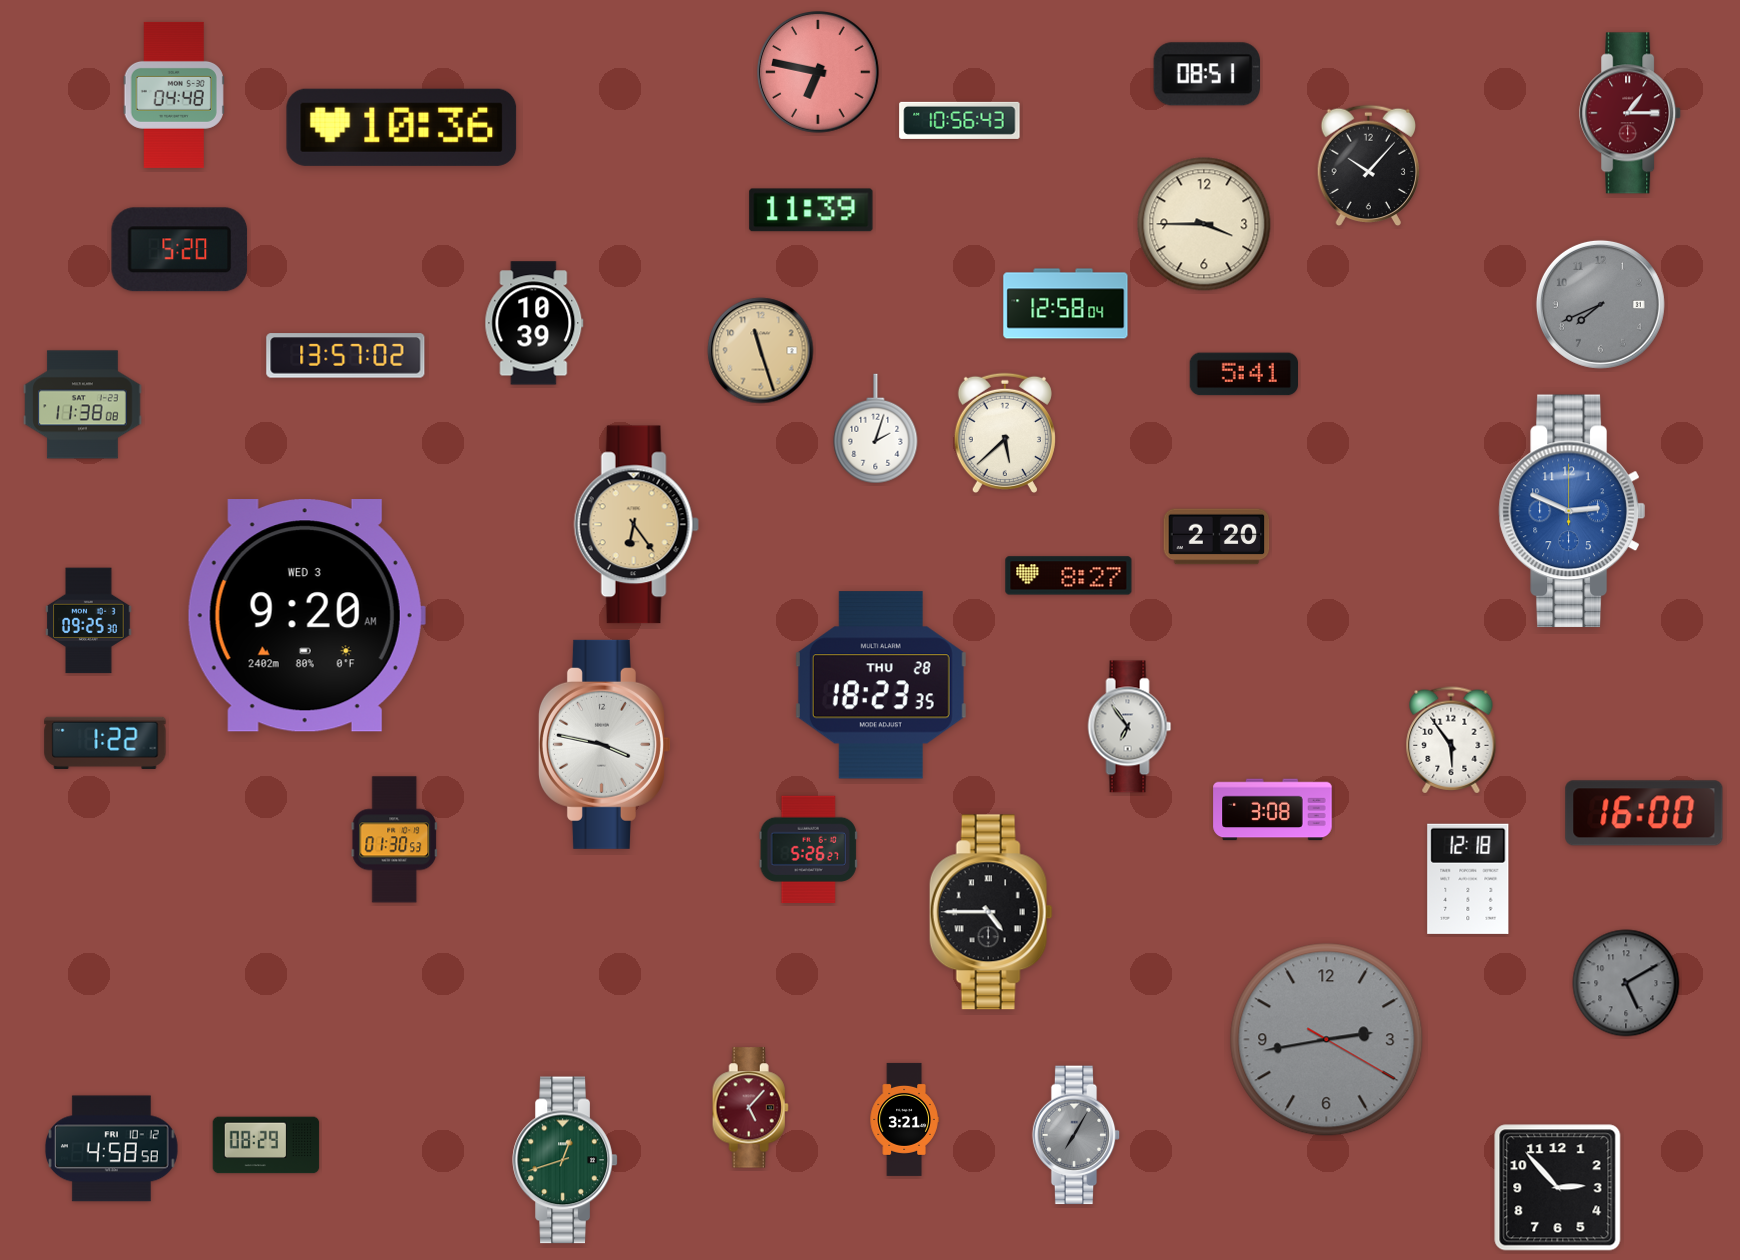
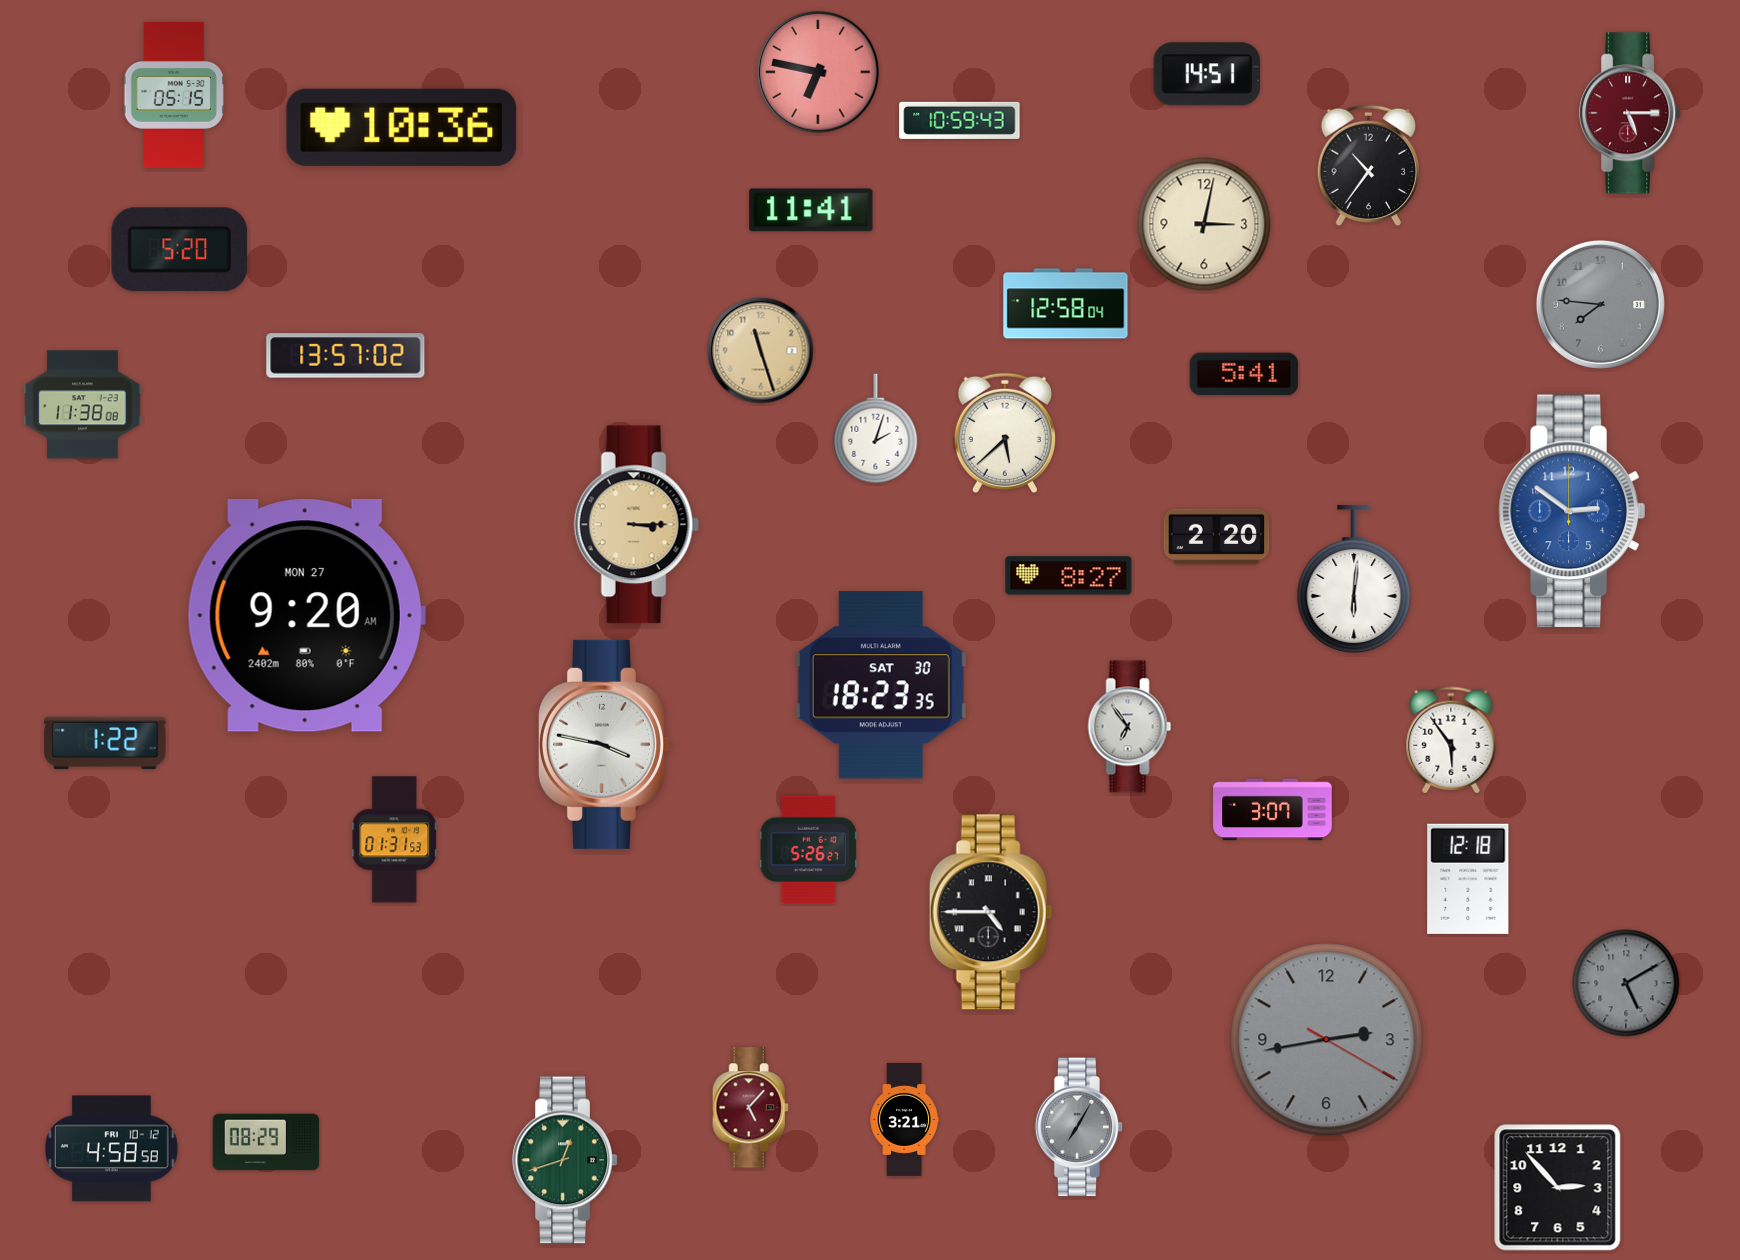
clock at (1206, 74): 08:51 -> 14:51
clock at (174, 95): 04:48 -> 05:15
clock at (1631, 113): 1:15 -> 5:15
clock at (960, 120): 10:56 -> 10:59
clock at (1368, 166): 10:07 -> 10:36
clock at (811, 210): 11:39 -> 11:41
clock at (1204, 224): 3:45 -> 3:02
clock at (1600, 304): 7:41 -> 7:46
clock at (534, 323): 10:39 -> none
clock at (1572, 511): 2:49 -> 2:51
clock at (636, 525): 6:24 -> 3:15
clock at (1354, 579): none -> 6:01
clock at (306, 616) date: WED 3 -> MON 27
clock at (89, 621): 09:25 -> none
clock at (881, 685) date: THU 28 -> SAT 30
clock at (1273, 810): 3:08 -> 3:07
clock at (1644, 813): 16:00 -> none
clock at (395, 840): 01:30 -> 01:31
clock at (1076, 1135) position: (1076, 1135) -> (1079, 1127)
clock at (266, 1145) position: (266, 1145) -> (266, 1142)
